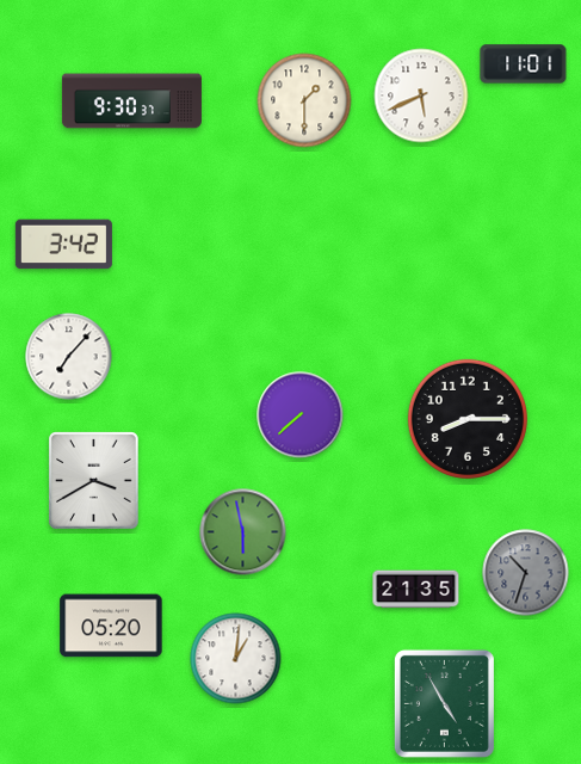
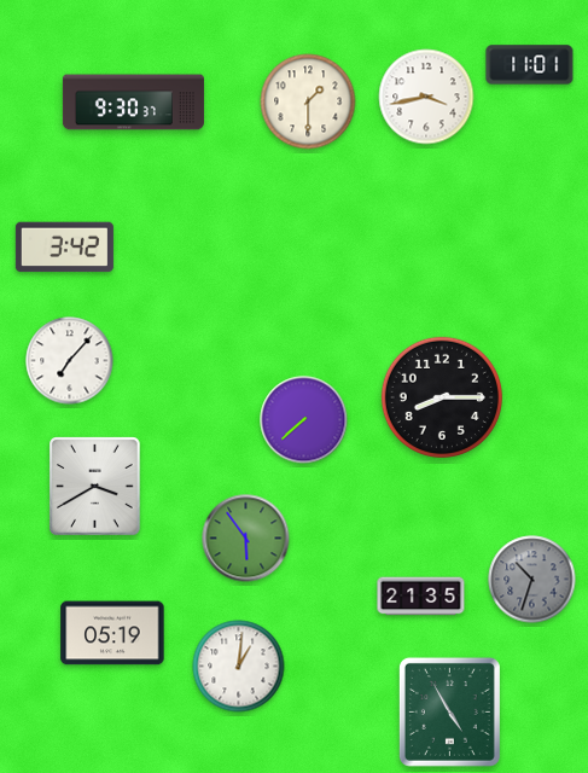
clock at (421, 95): 5:41 -> 3:43
clock at (468, 419) position: (468, 419) -> (442, 397)
clock at (243, 532): 5:58 -> 5:54
clock at (111, 626): 05:20 -> 05:19
